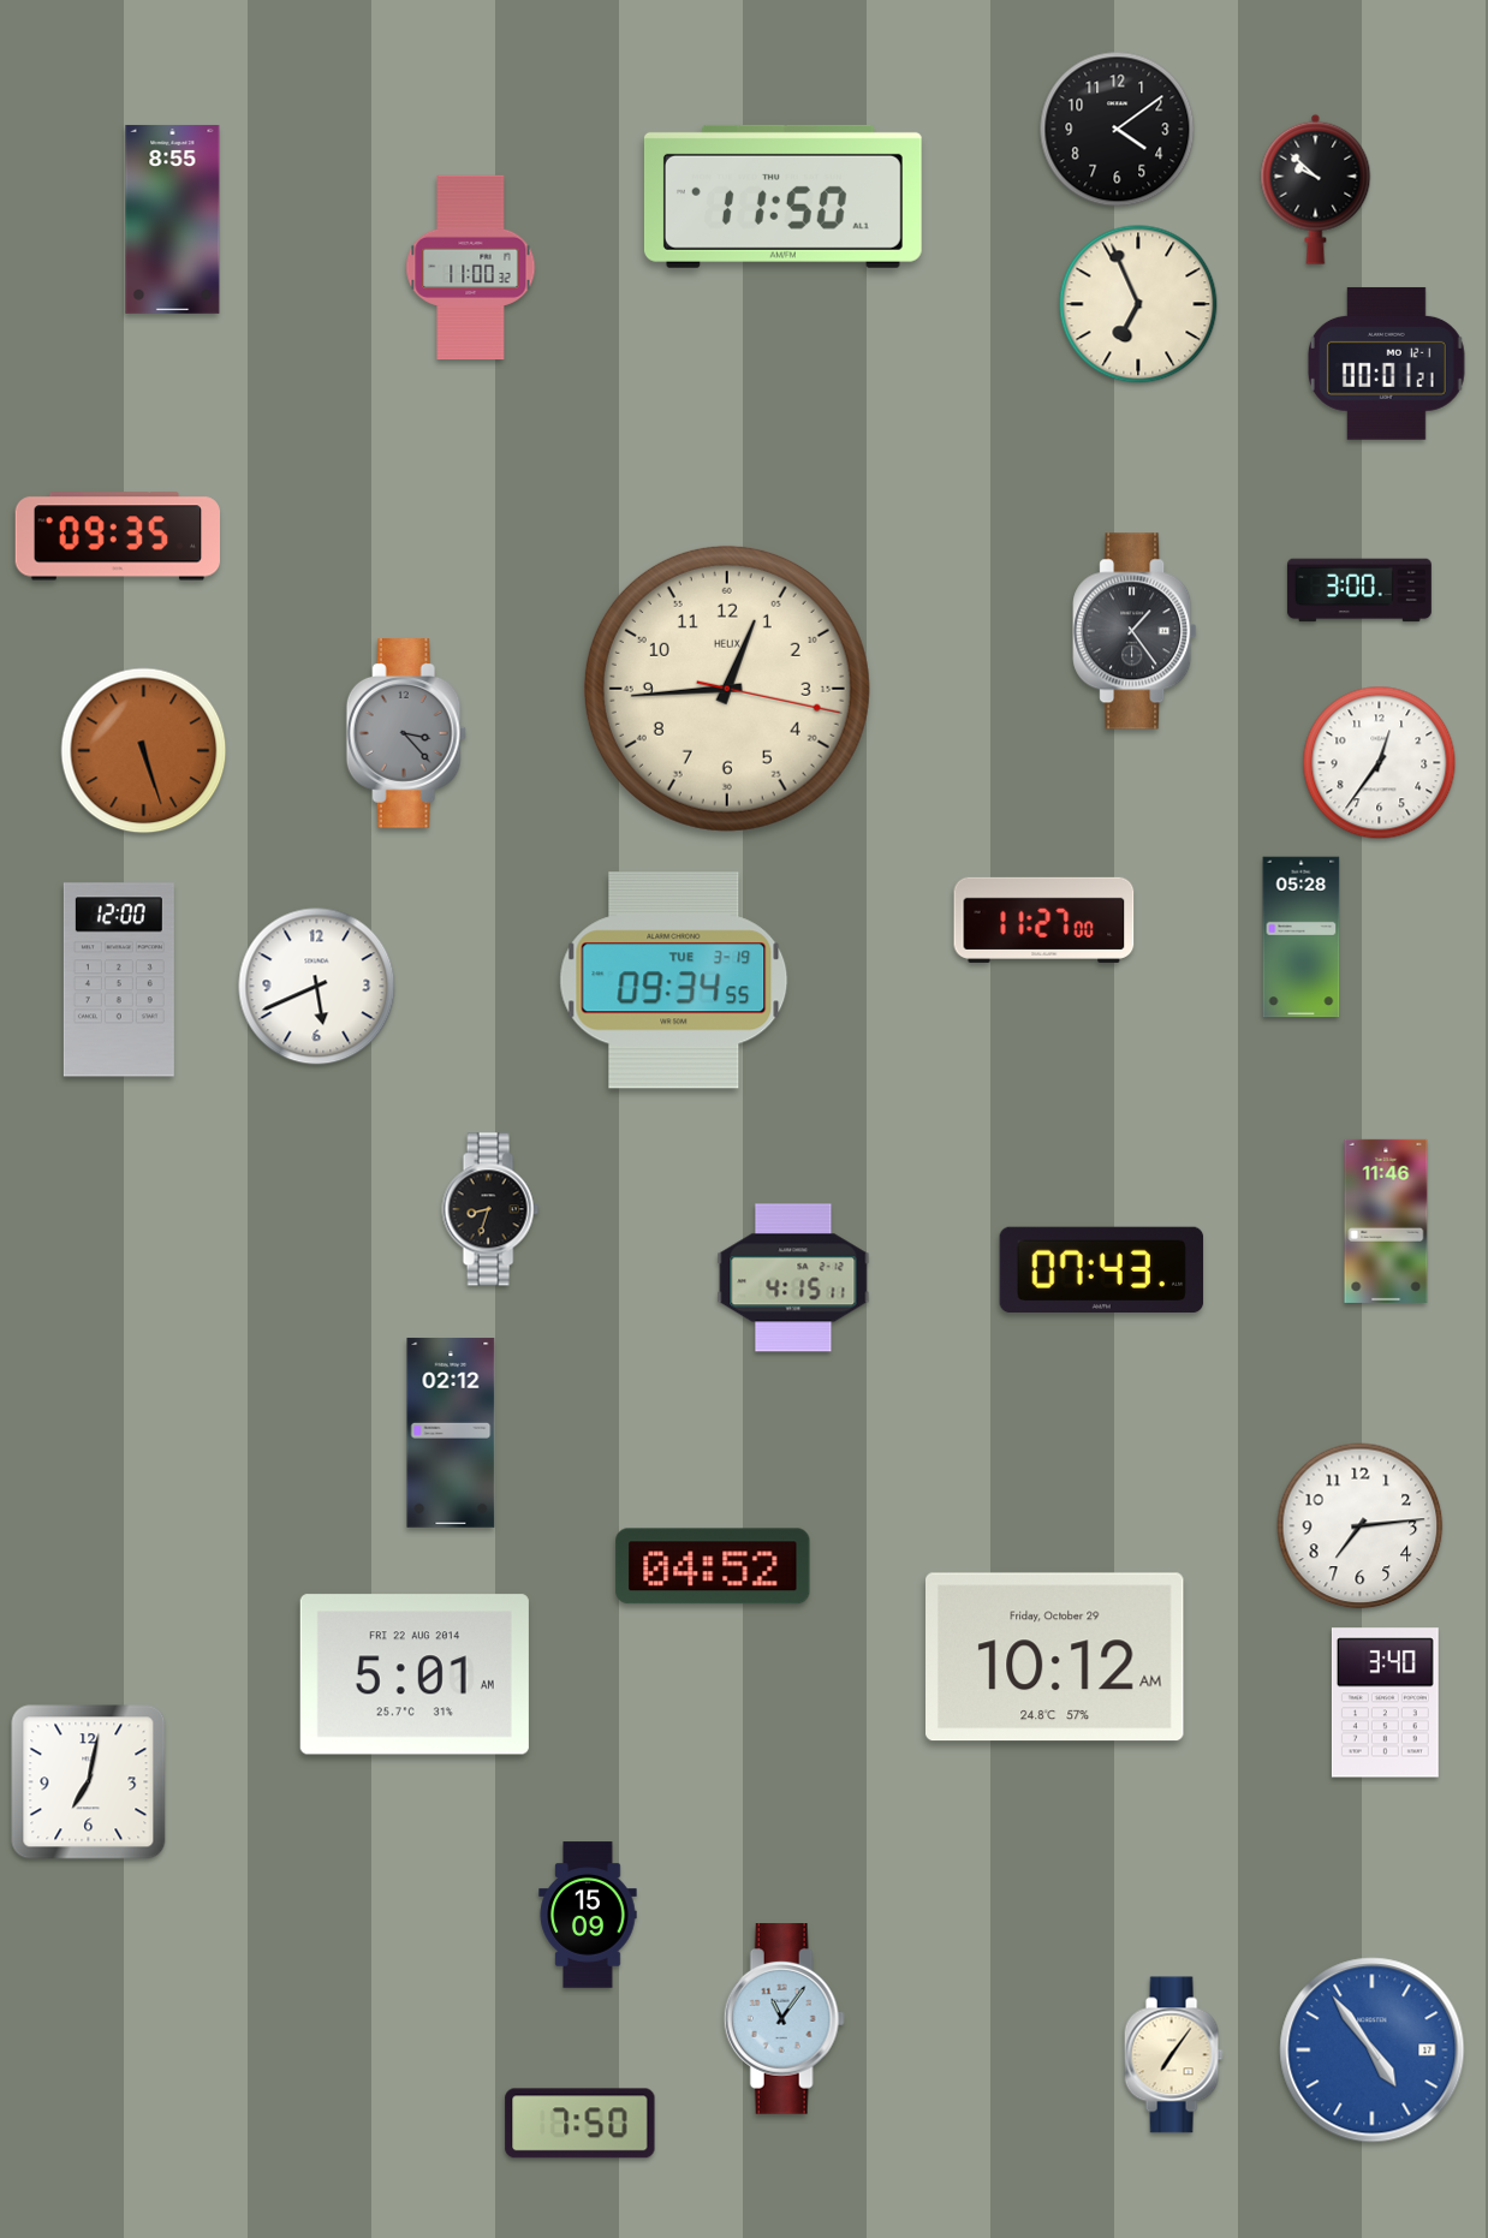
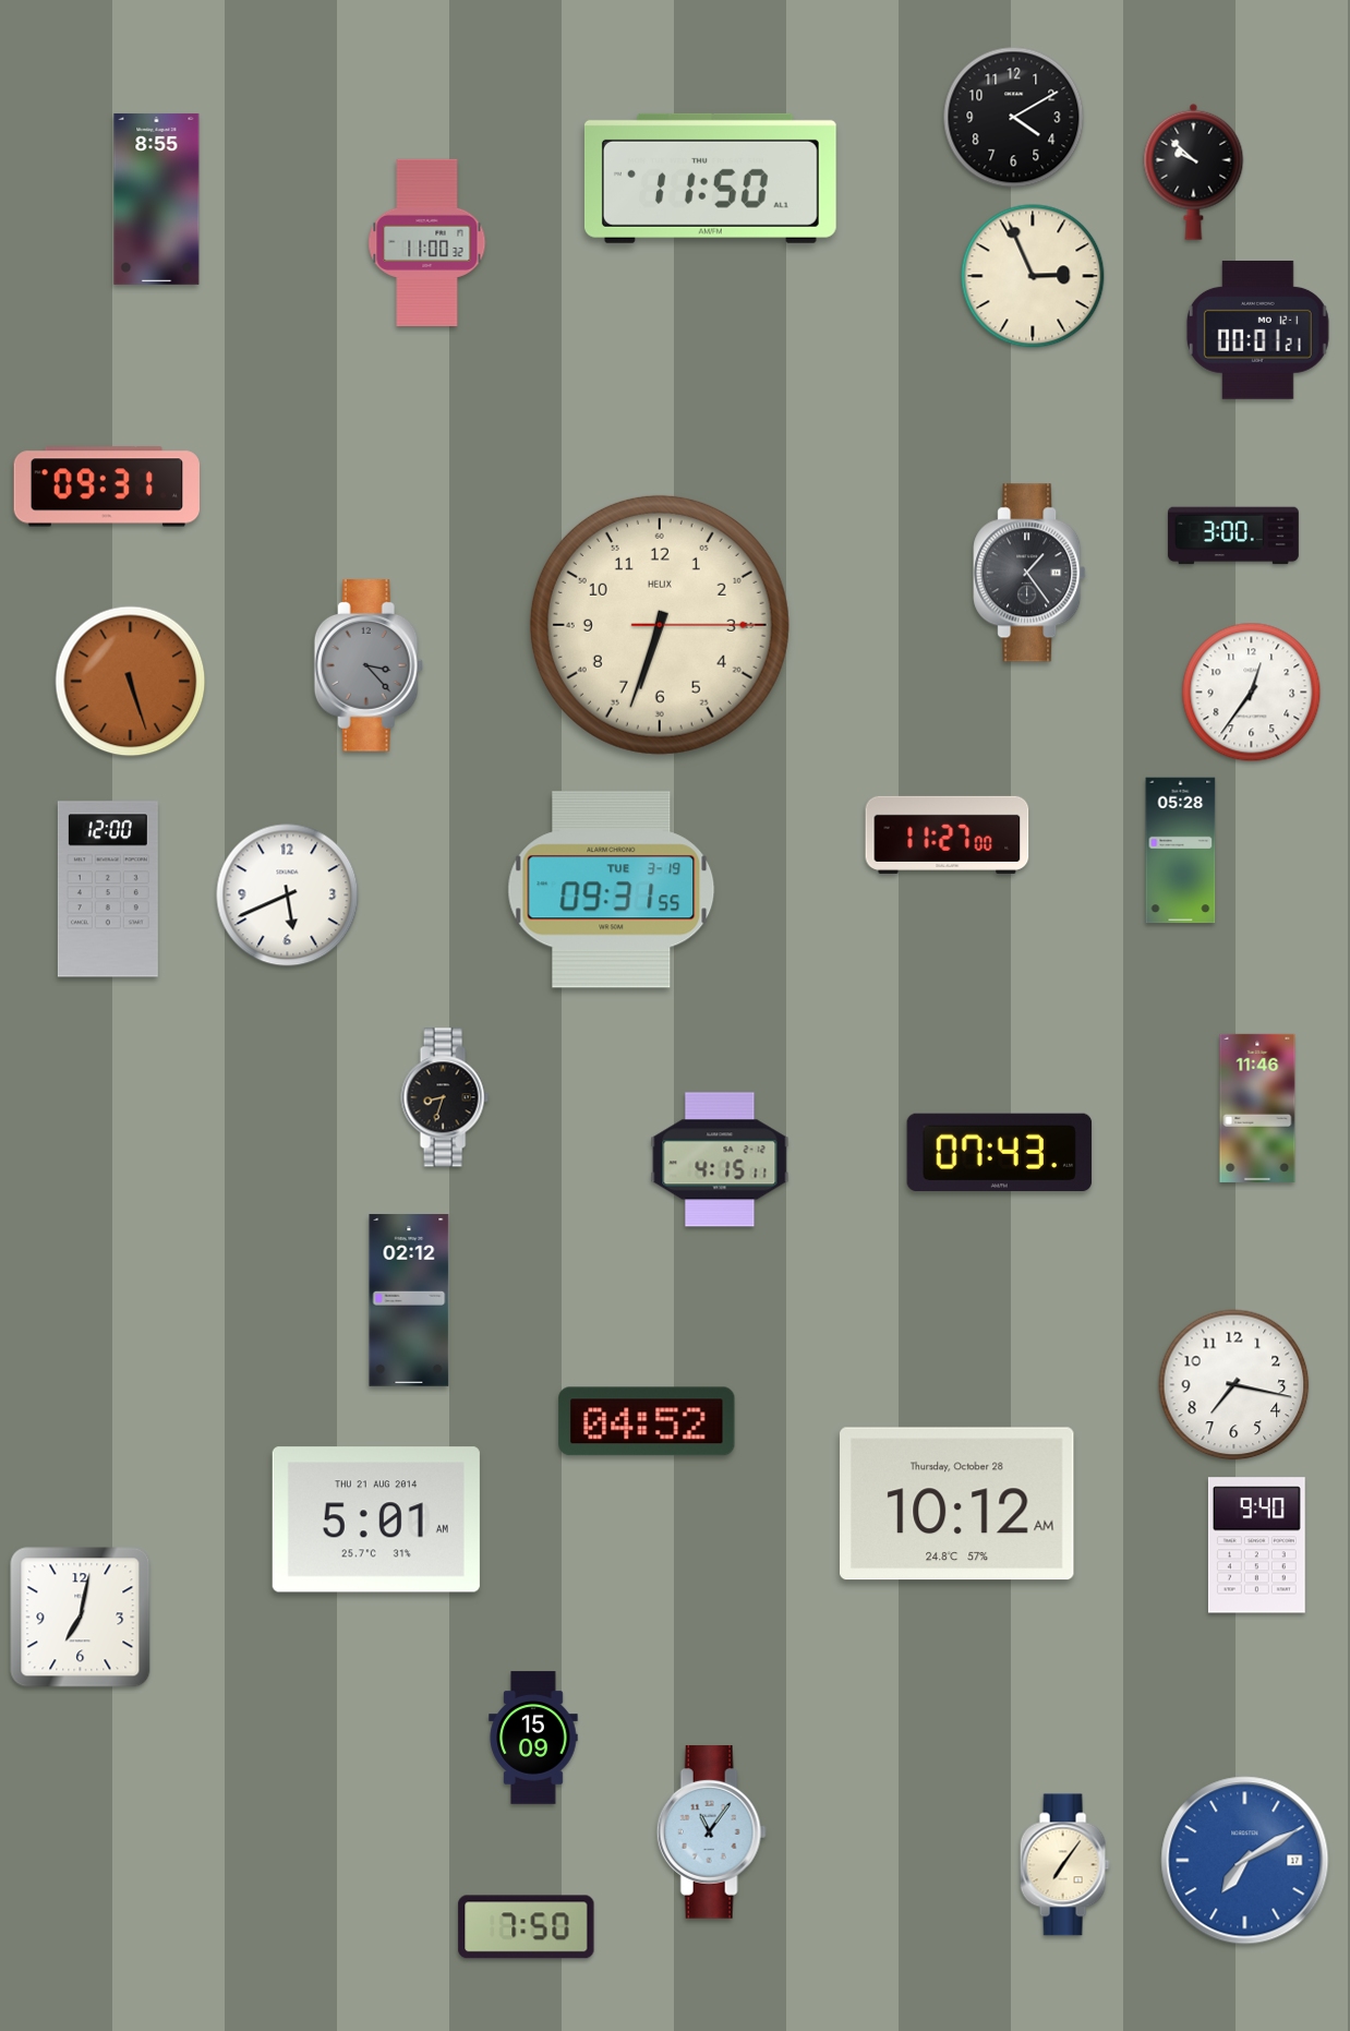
clock at (1118, 130): 4:09 -> 4:10
clock at (1138, 304): 6:56 -> 2:56
clock at (117, 536): 09:35 -> 09:31
clock at (727, 689): 12:44 -> 6:33
clock at (674, 981): 09:34 -> 09:31
clock at (1361, 1526): 7:14 -> 7:17
clock at (1054, 1657) date: Friday, October 29 -> Thursday, October 28
clock at (415, 1674) date: FRI 22 AUG 2014 -> THU 21 AUG 2014
clock at (1385, 1703): 3:40 -> 9:40
clock at (1373, 2050): 4:54 -> 7:10
